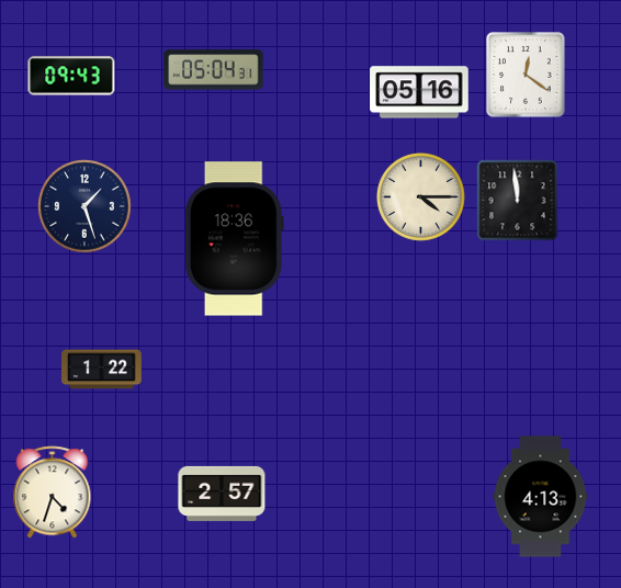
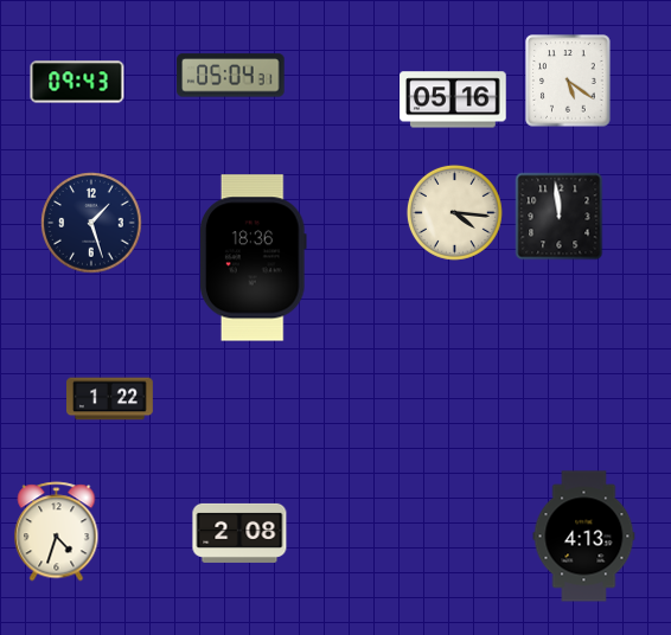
clock at (526, 75): 12:21 -> 5:21
clock at (420, 196): 4:15 -> 4:16
clock at (222, 494): 2:57 -> 2:08
